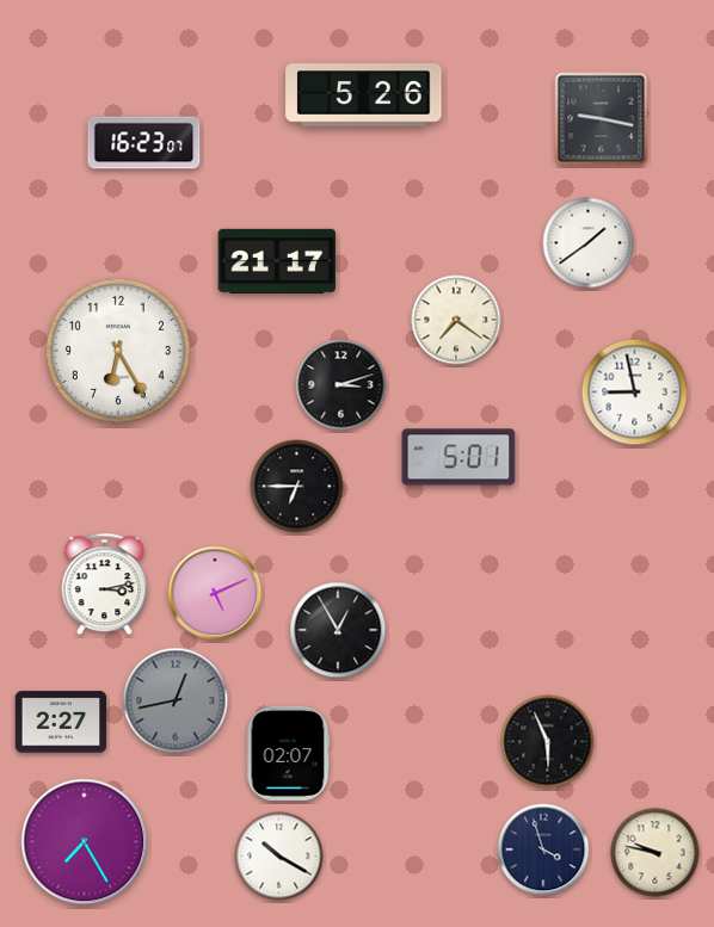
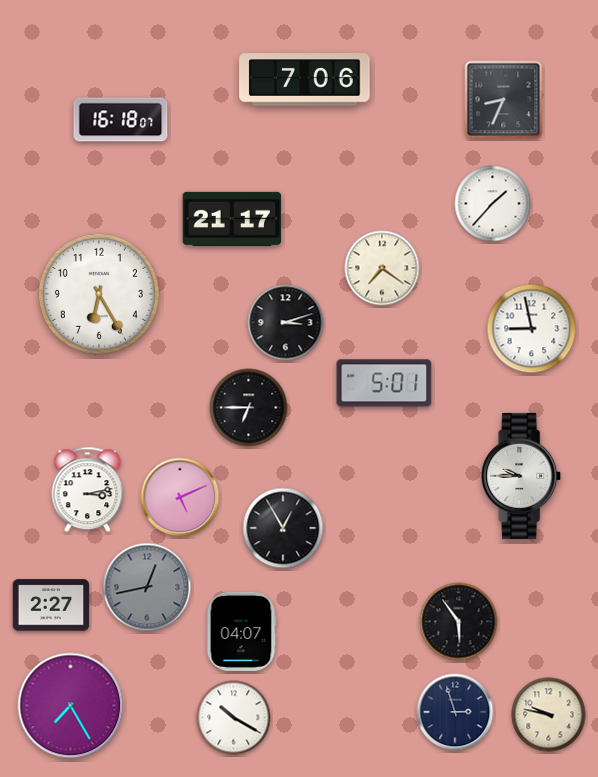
clock at (364, 95): 5:26 -> 7:06
clock at (602, 119): 9:17 -> 8:34
clock at (144, 143): 16:23 -> 16:18
clock at (589, 243): 1:39 -> 1:37
clock at (522, 476): none -> 9:45
clock at (548, 742): 5:56 -> 5:54
clock at (288, 753): 02:07 -> 04:07
clock at (543, 849): 3:57 -> 2:57
